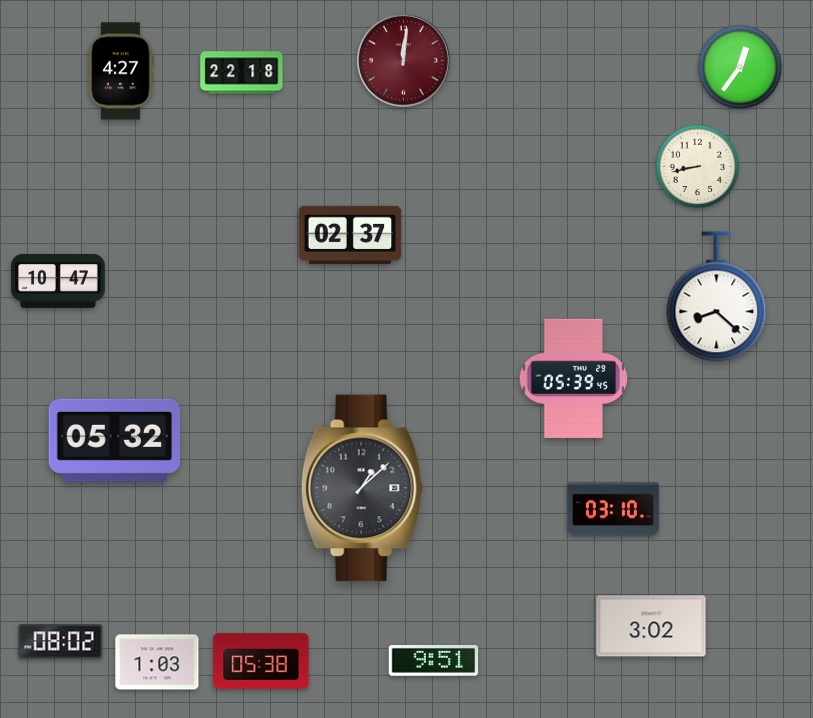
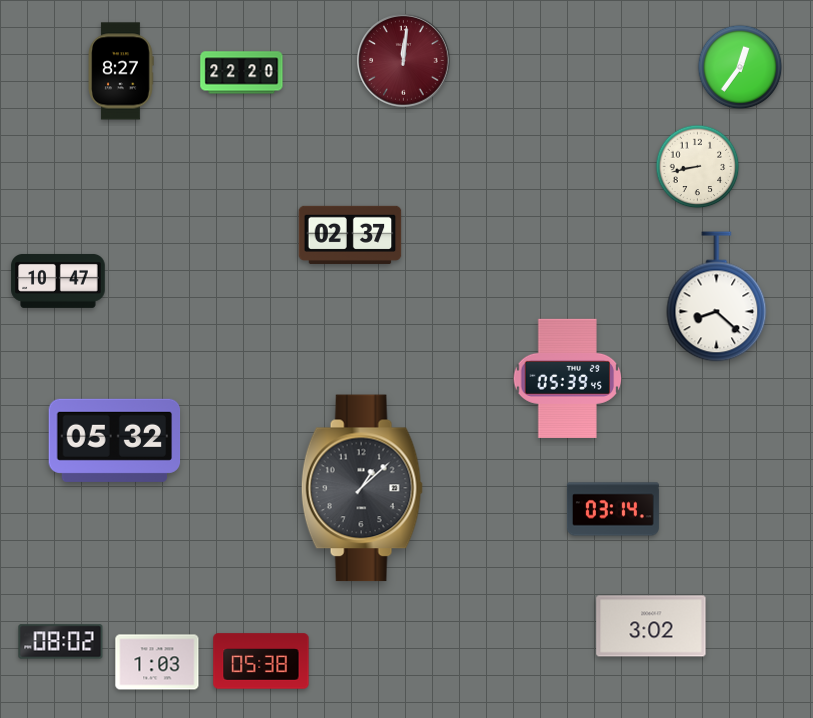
clock at (121, 71): 4:27 -> 8:27
clock at (242, 73): 22:18 -> 22:20
clock at (574, 378) position: (574, 378) -> (568, 378)
clock at (613, 509): 03:10 -> 03:14
clock at (434, 661): 9:51 -> none
